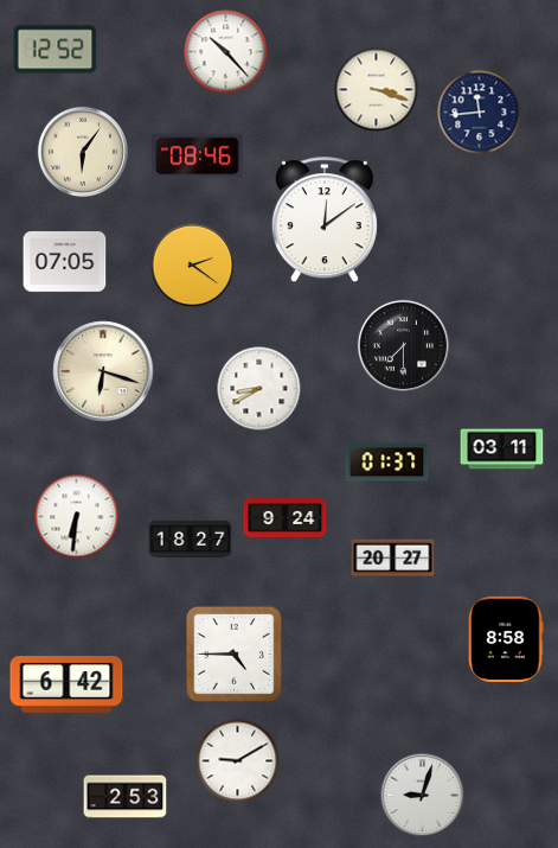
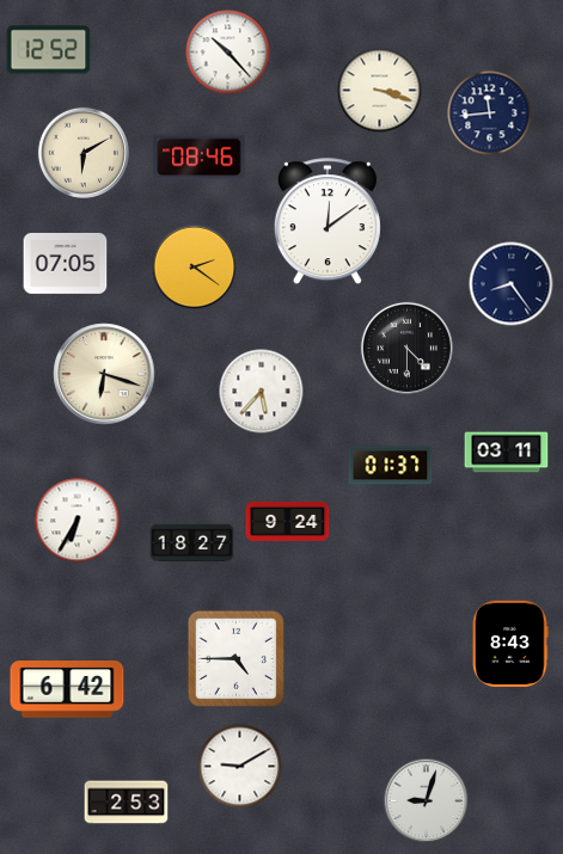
clock at (56, 50) position: (56, 50) -> (49, 50)
clock at (480, 113) position: (480, 113) -> (490, 113)
clock at (83, 152): 6:06 -> 6:10
clock at (512, 284): none -> 8:24
clock at (403, 345): 7:30 -> 4:30
clock at (259, 389): 8:40 -> 5:37
clock at (77, 517): 6:31 -> 6:35
clock at (393, 559): 20:27 -> none
clock at (506, 638): 8:58 -> 8:43
